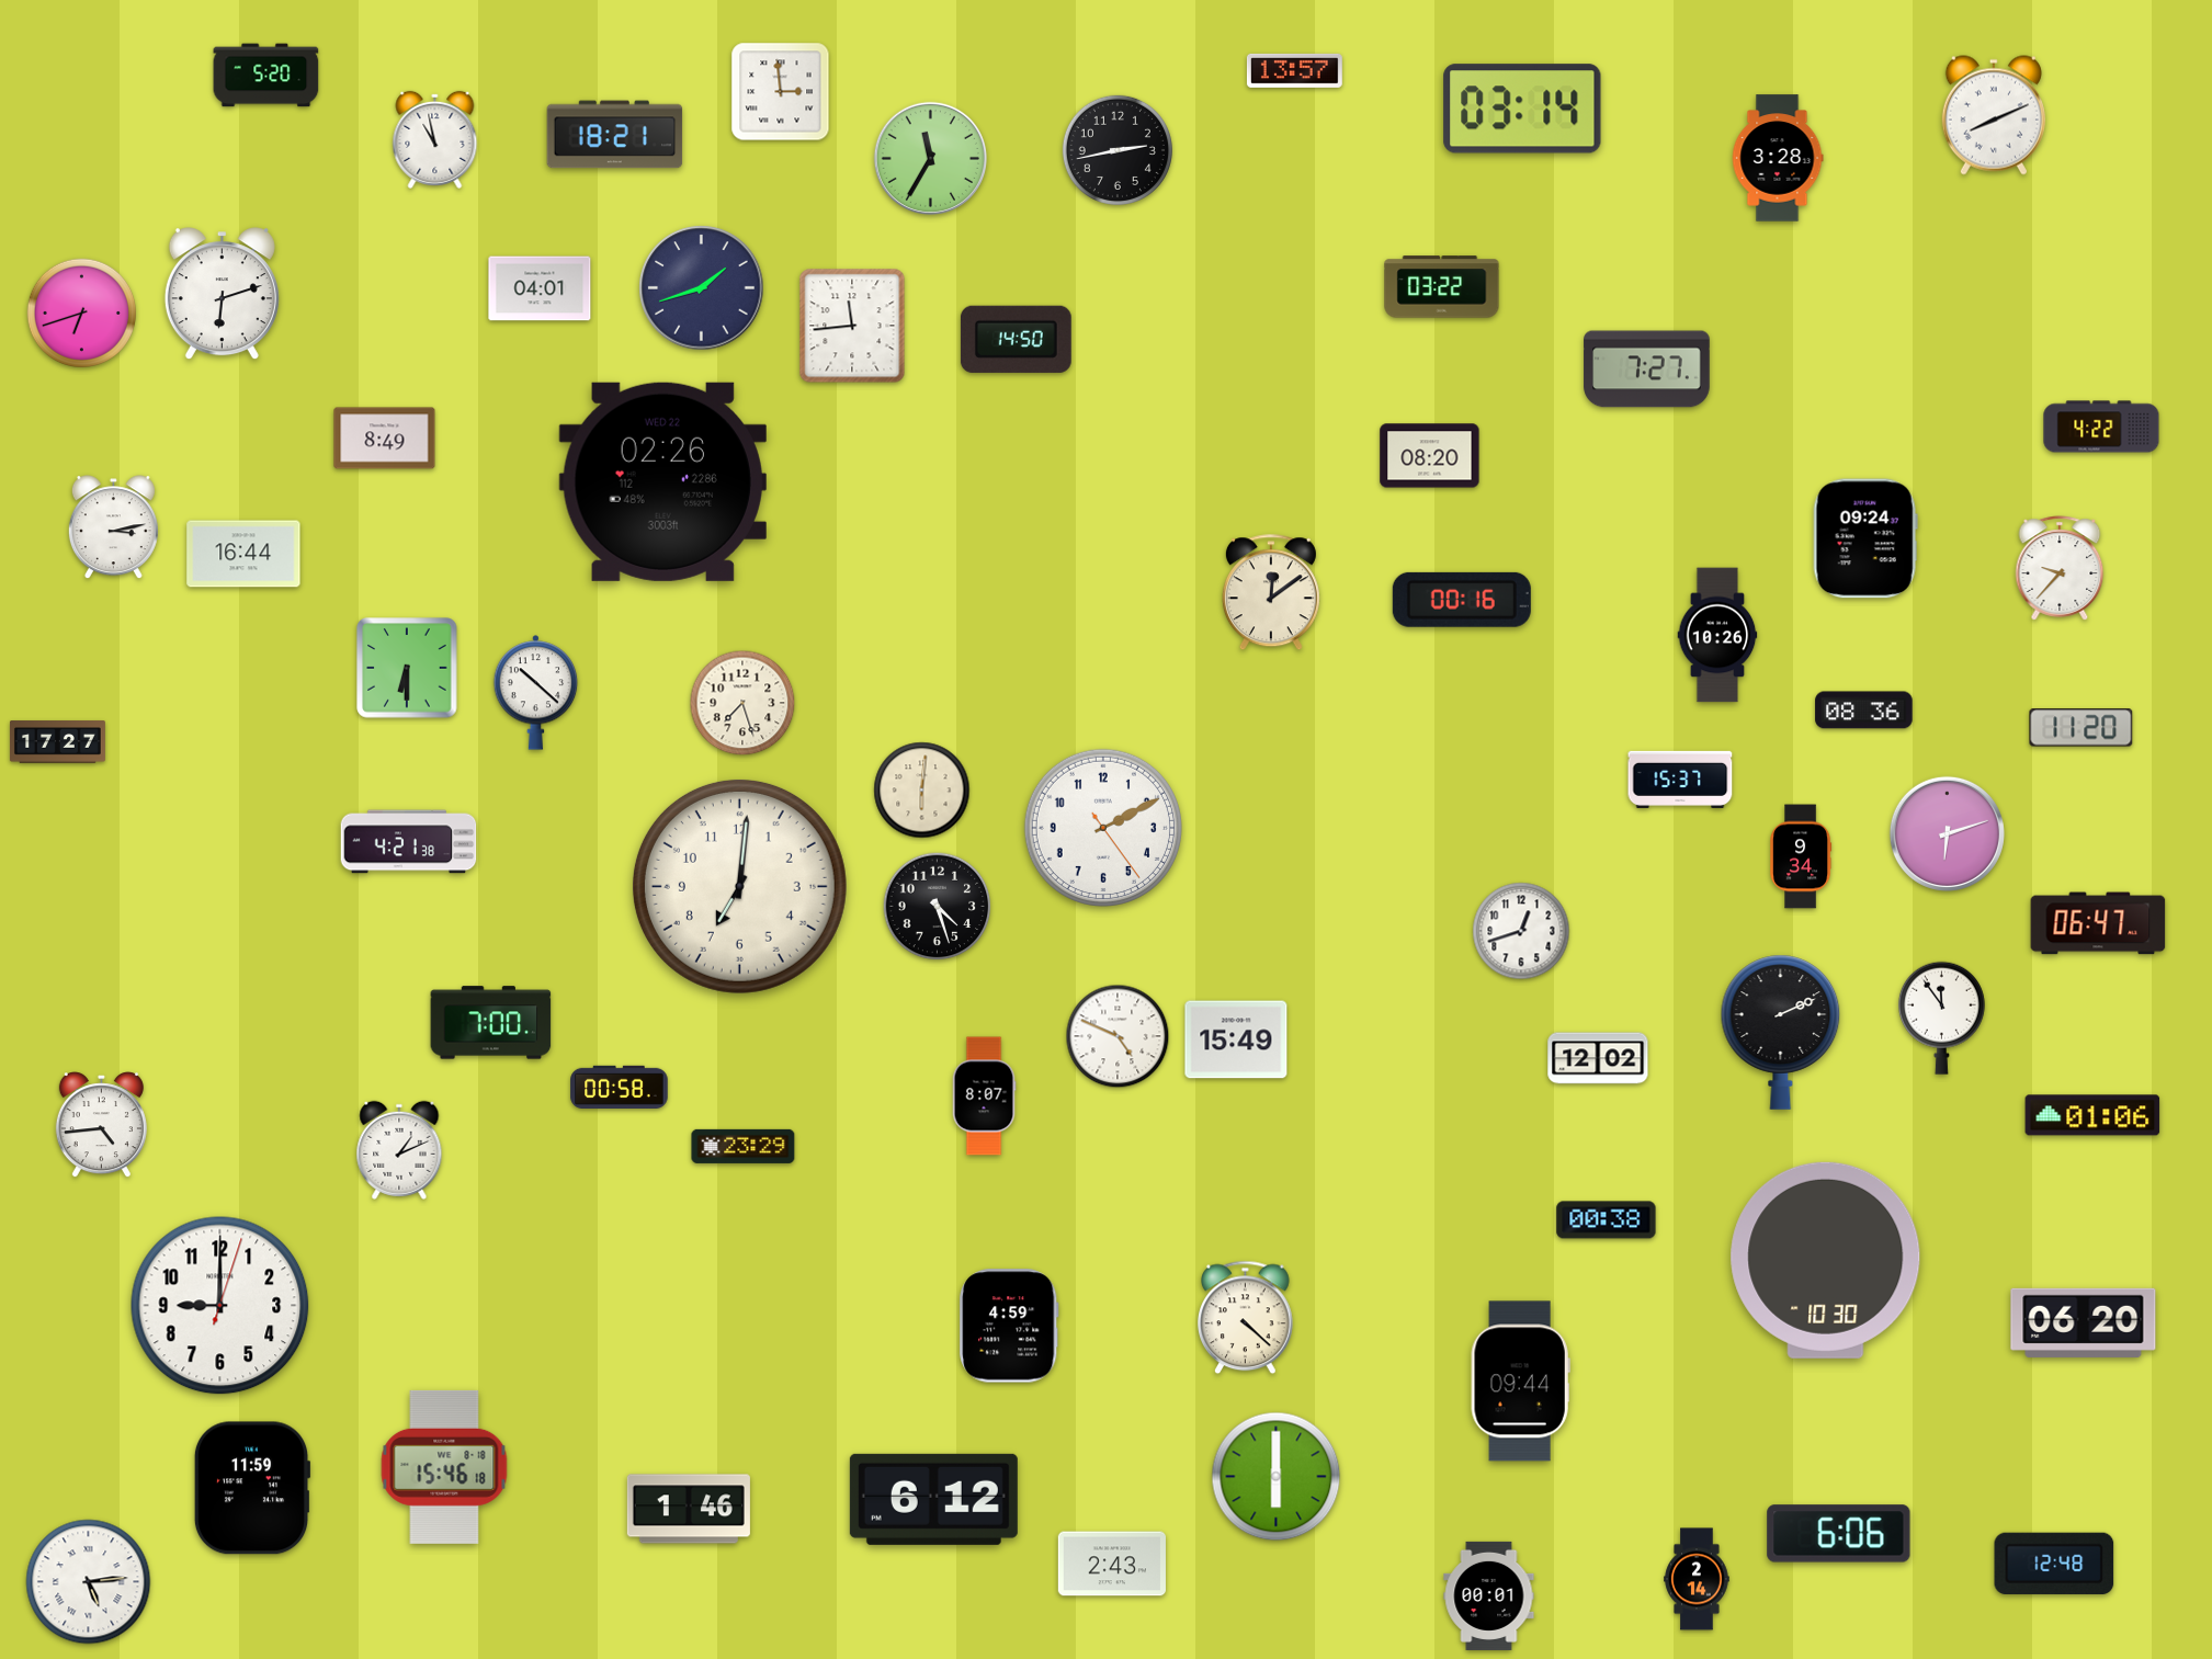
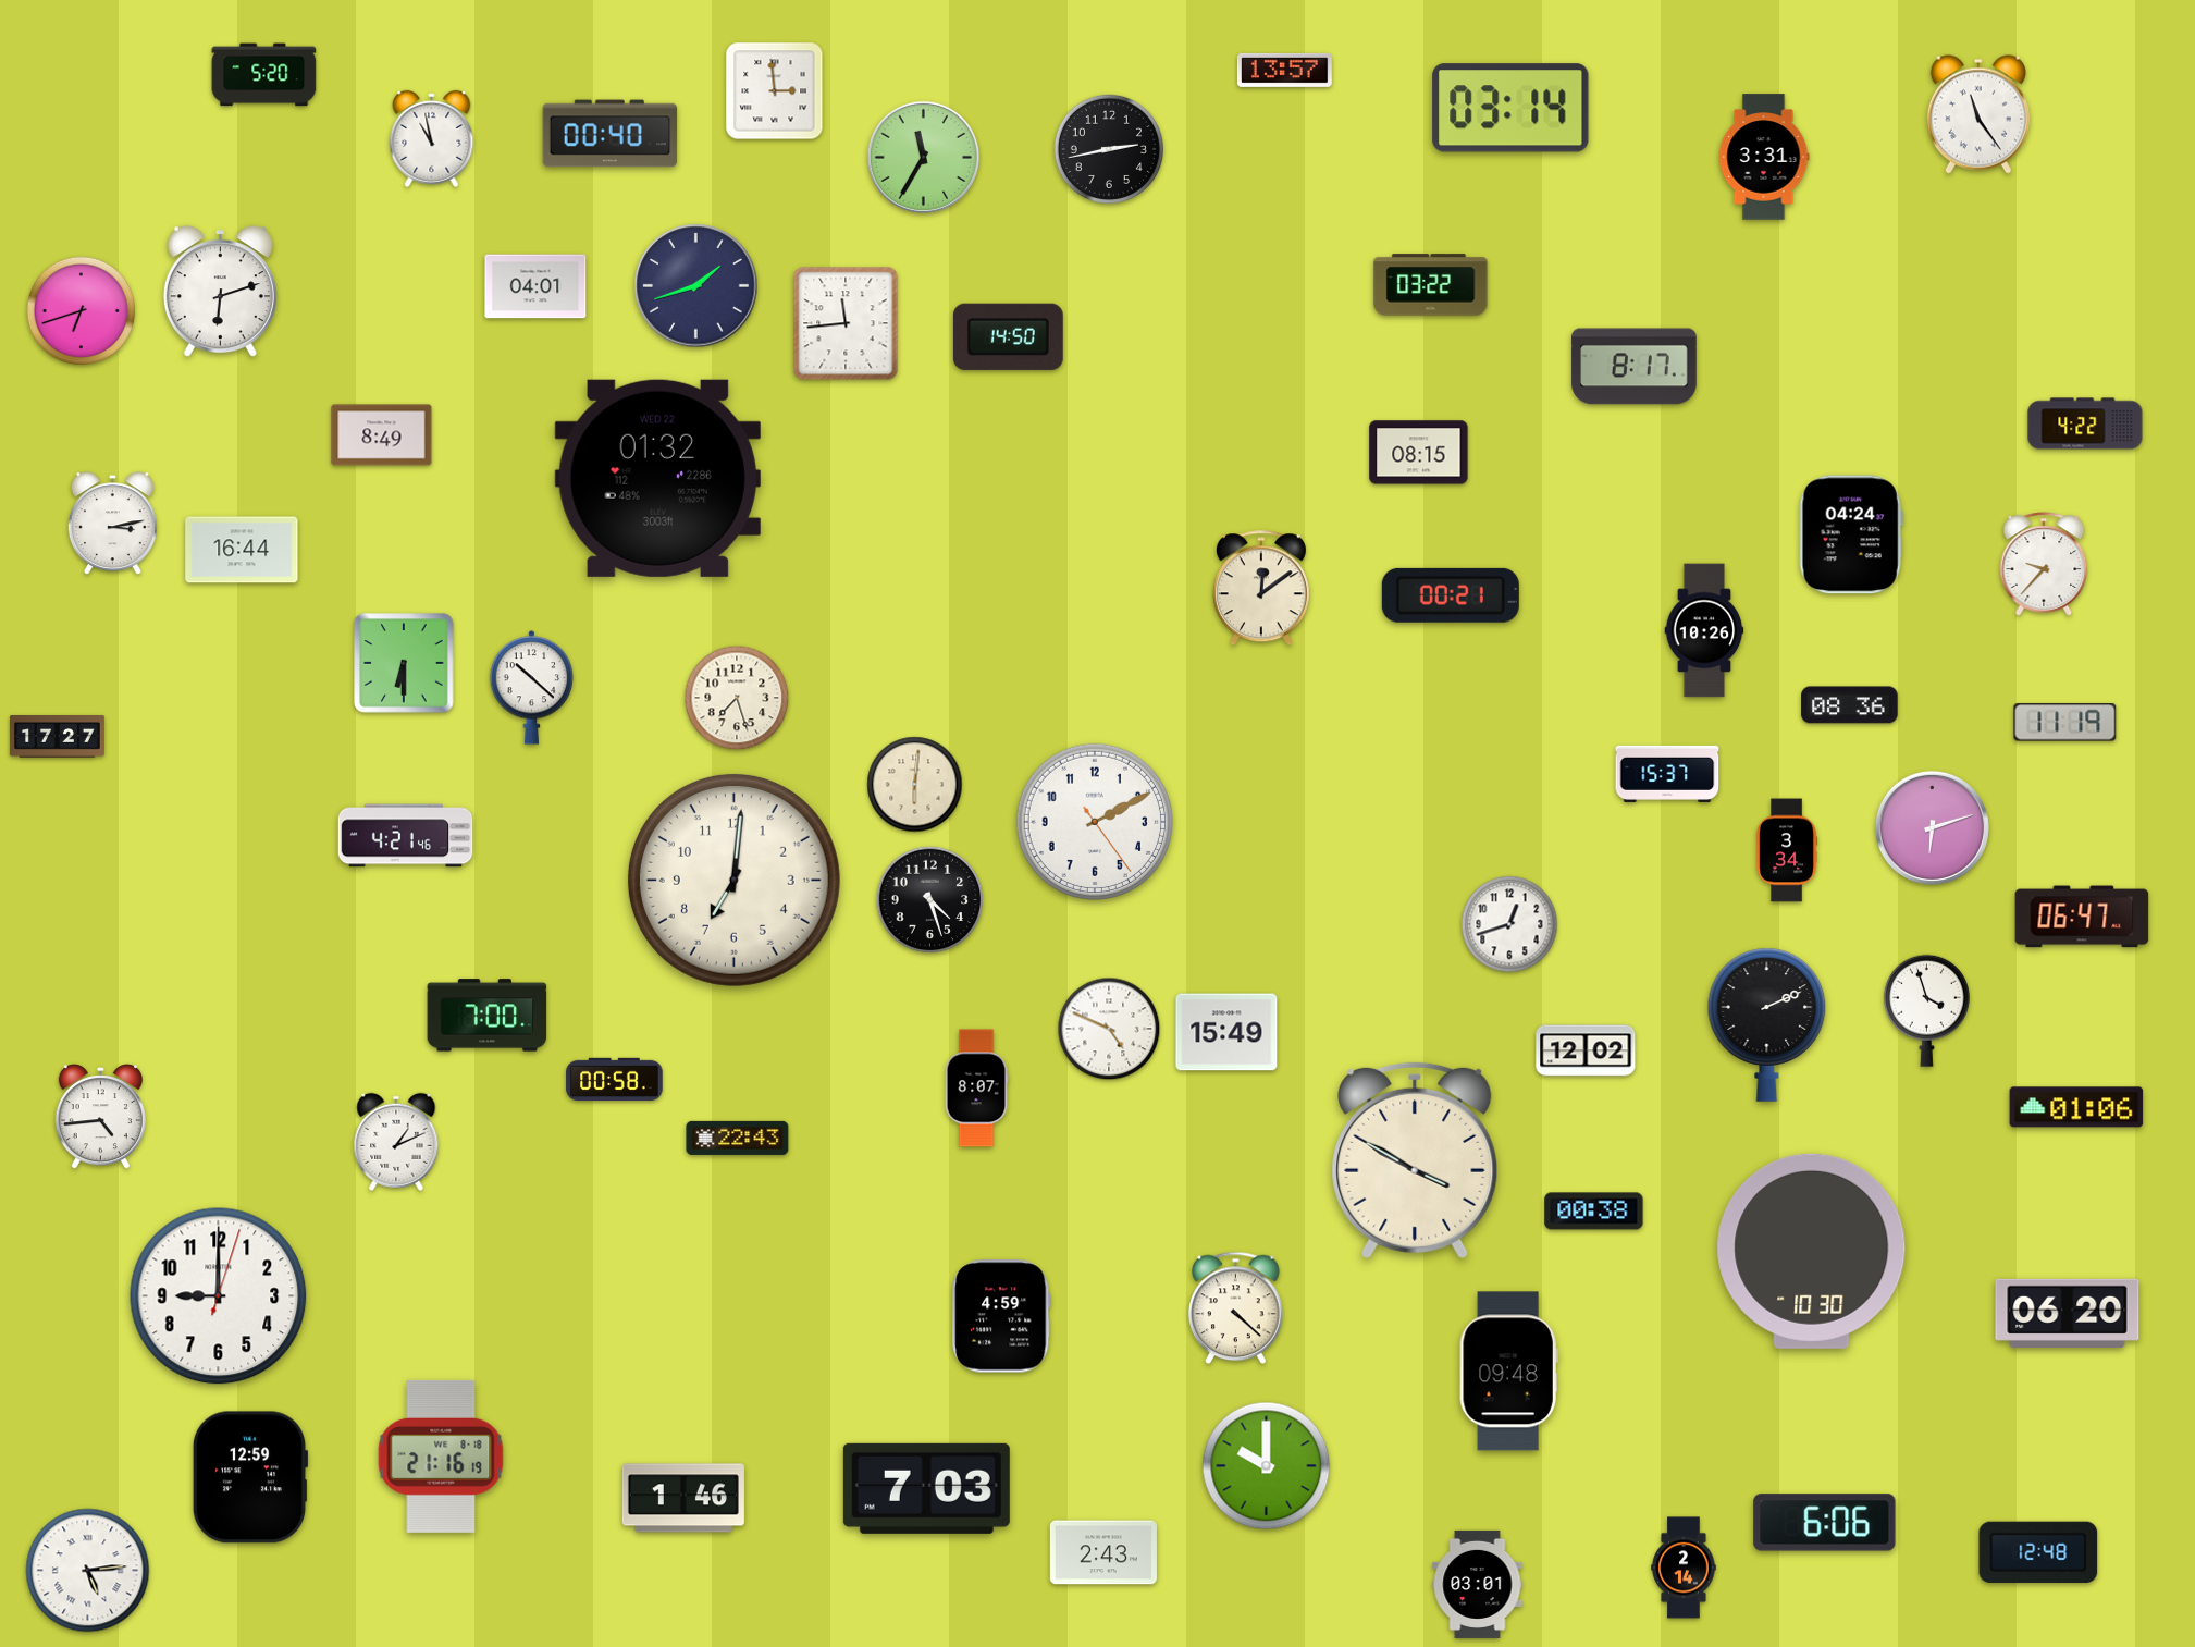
clock at (1994, 115): 8:11 -> 11:24
clock at (615, 135): 18:21 -> 00:40
clock at (1778, 158): 3:28 -> 3:31
clock at (1647, 370): 7:27 -> 8:17
clock at (1430, 456): 08:20 -> 08:15
clock at (662, 481): 02:26 -> 01:32
clock at (1865, 538): 09:24 -> 04:24
clock at (1462, 600): 00:16 -> 00:21
clock at (2081, 728): 11:20 -> 11:19
clock at (409, 842): 4:21:38 -> 4:21:46
clock at (1802, 856): 9:34 -> 3:34
clock at (1941, 1018): 11:54 -> 3:57
clock at (744, 1146): 23:29 -> 22:43
clock at (1415, 1160): none -> 3:50
clock at (1520, 1382): 09:44 -> 09:48
clock at (444, 1467): 15:46 -> 21:16
clock at (1277, 1477): 6:00 -> 10:00
clock at (252, 1488): 11:59 -> 12:59
clock at (933, 1499): 6:12 -> 7:03
clock at (1489, 1595): 00:01 -> 03:01
